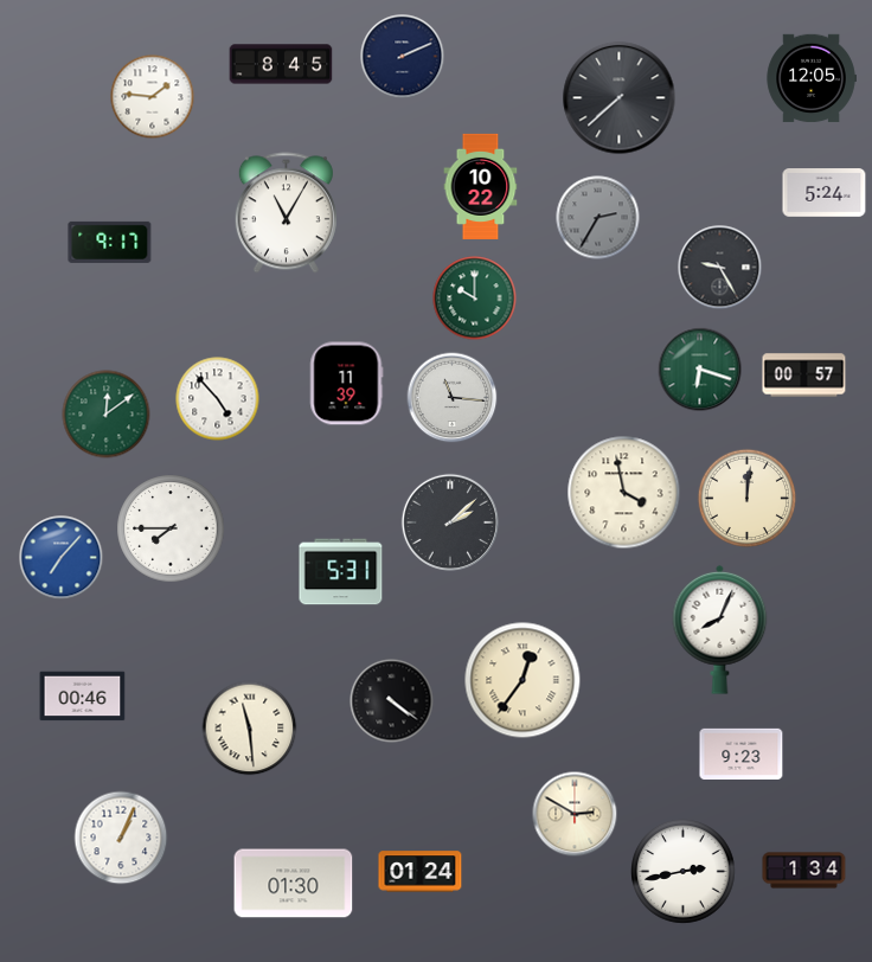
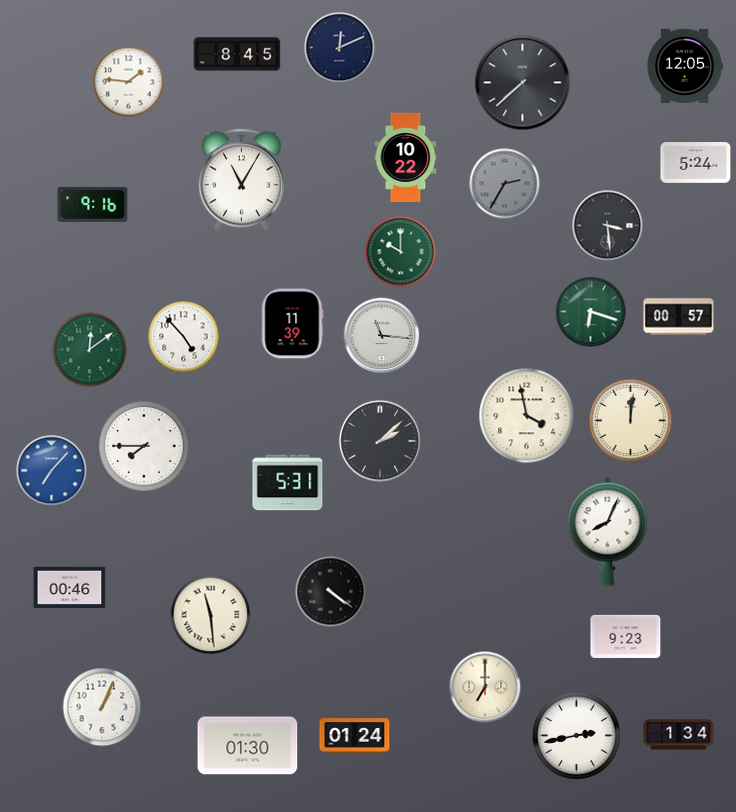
clock at (403, 57): 2:11 -> 12:11
clock at (110, 242): 9:17 -> 9:16
clock at (720, 268): 9:25 -> 3:29
clock at (522, 680): 12:36 -> none
clock at (575, 814): 2:50 -> 7:00
